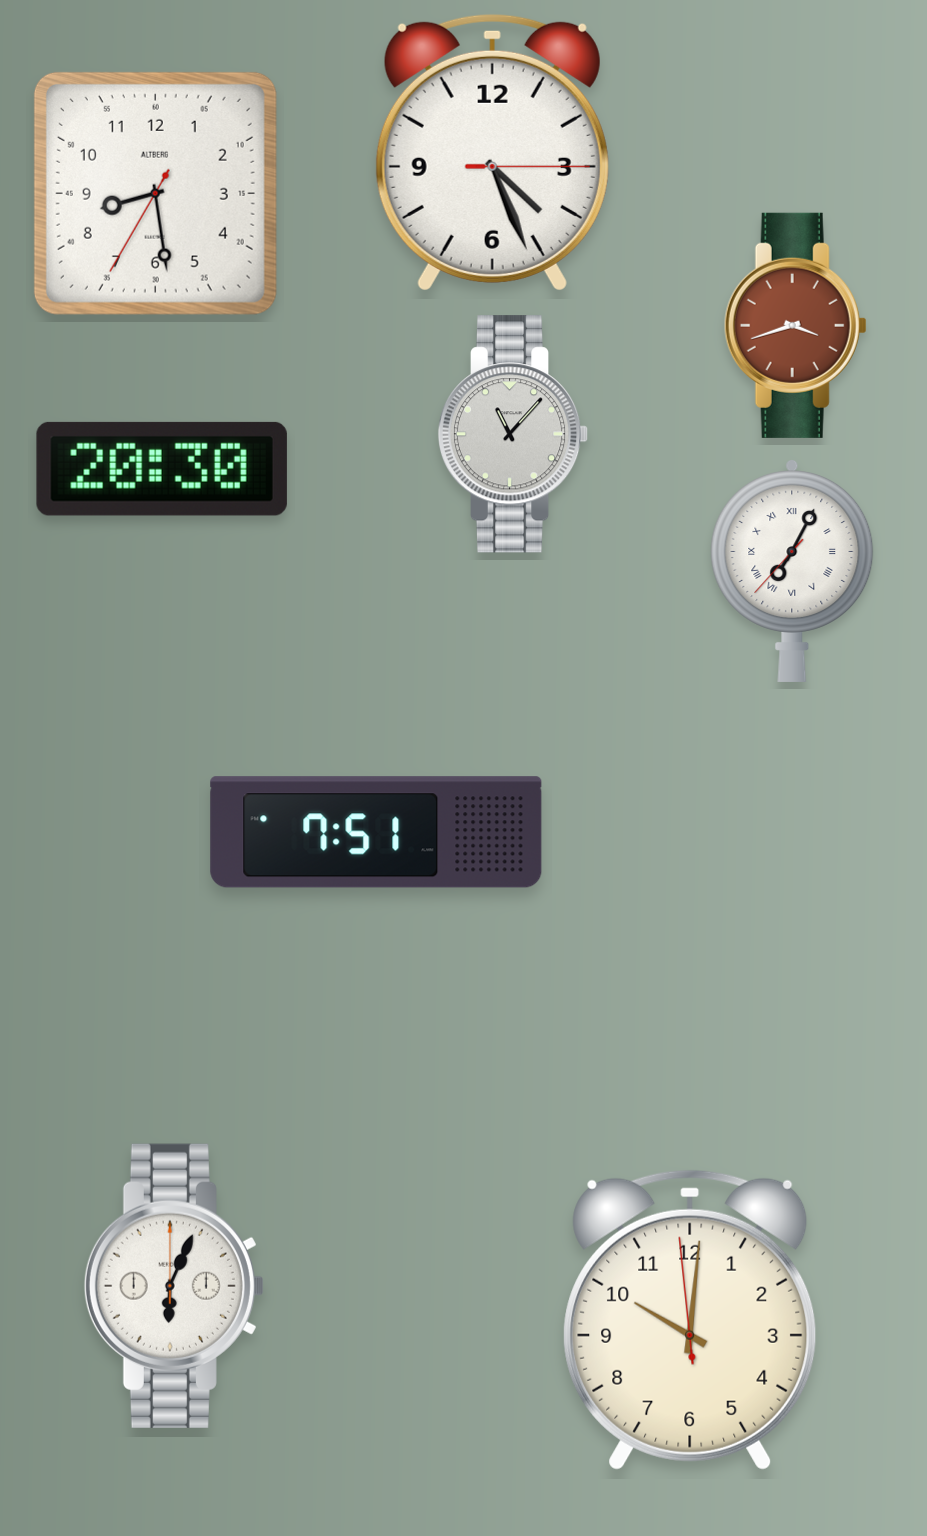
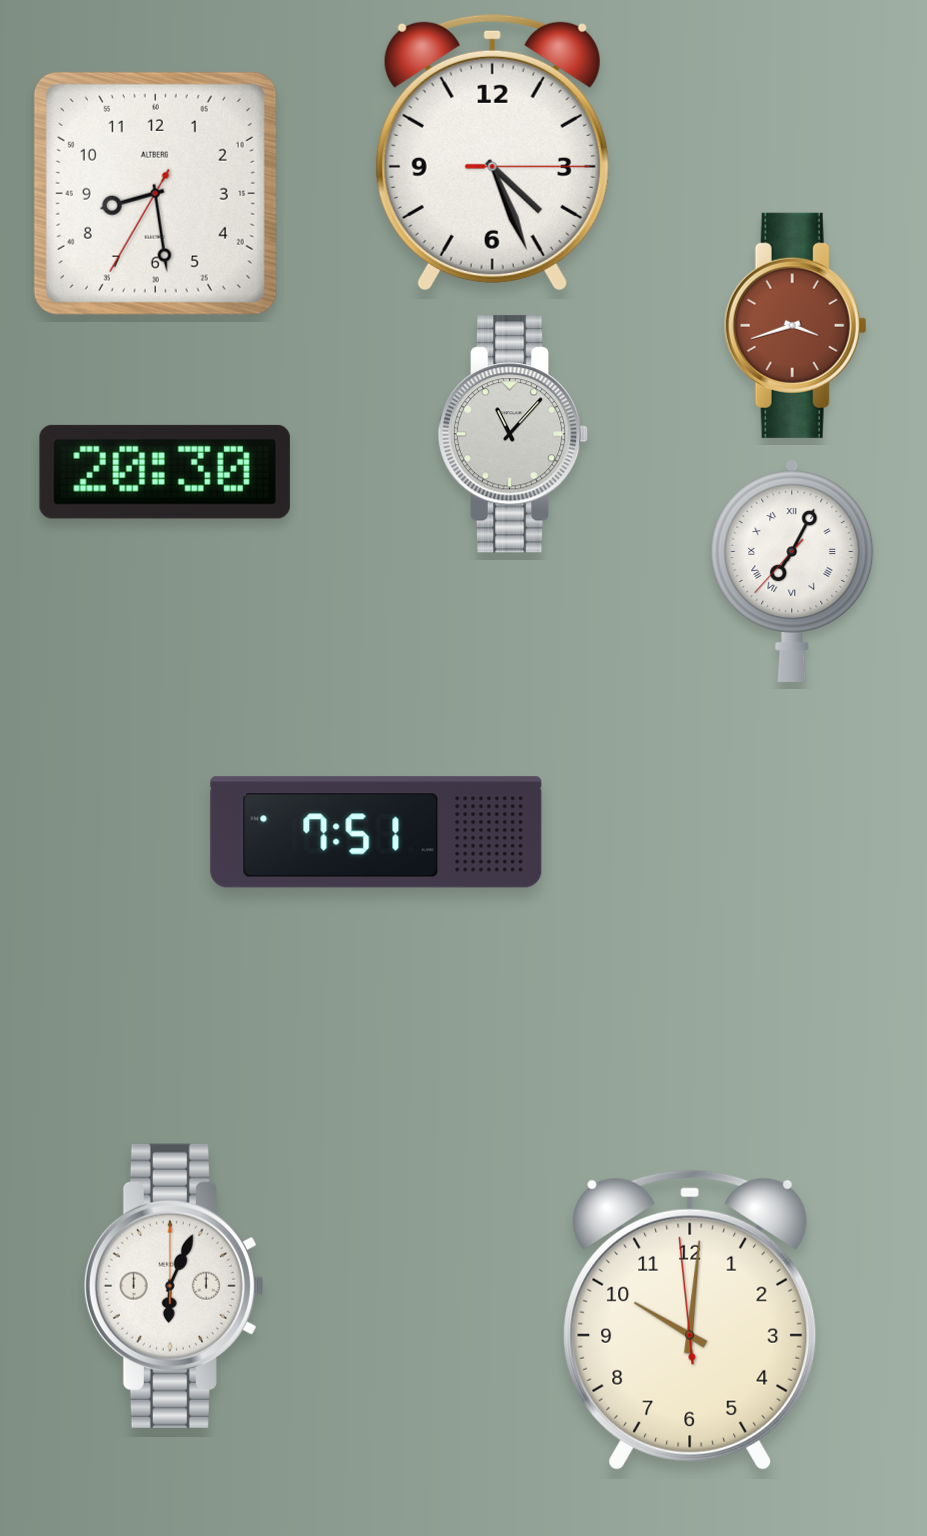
clock at (162, 469) position: (162, 469) -> (165, 472)
